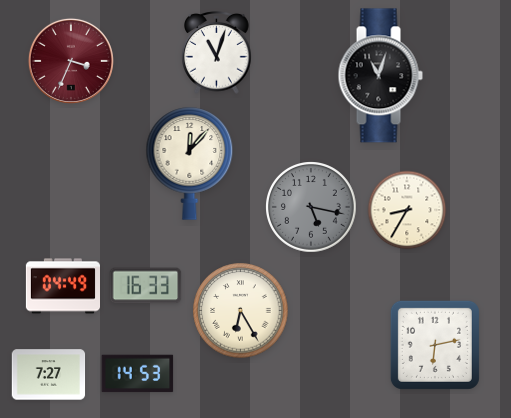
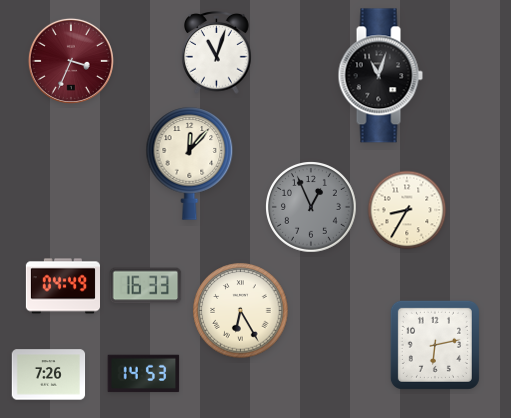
clock at (312, 208): 5:17 -> 12:56
clock at (138, 374) position: (138, 374) -> (144, 374)
clock at (49, 375): 7:27 -> 7:26
